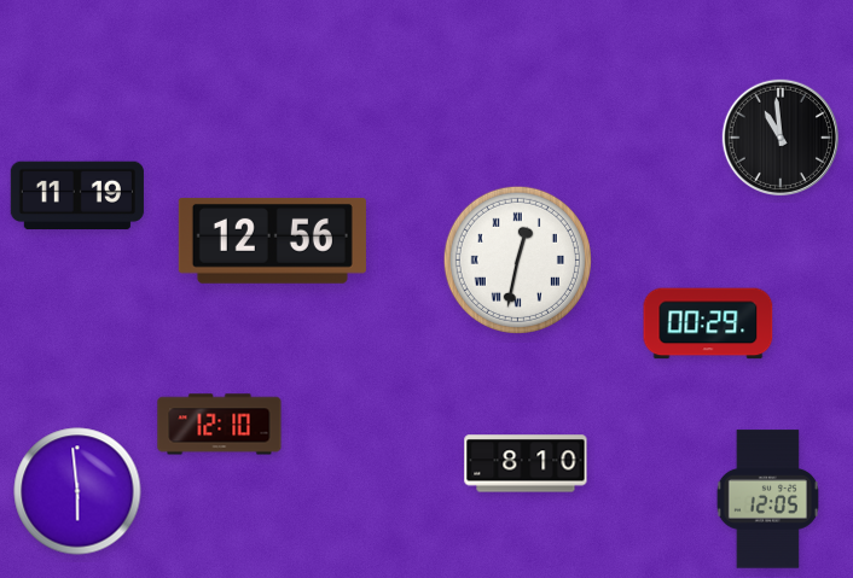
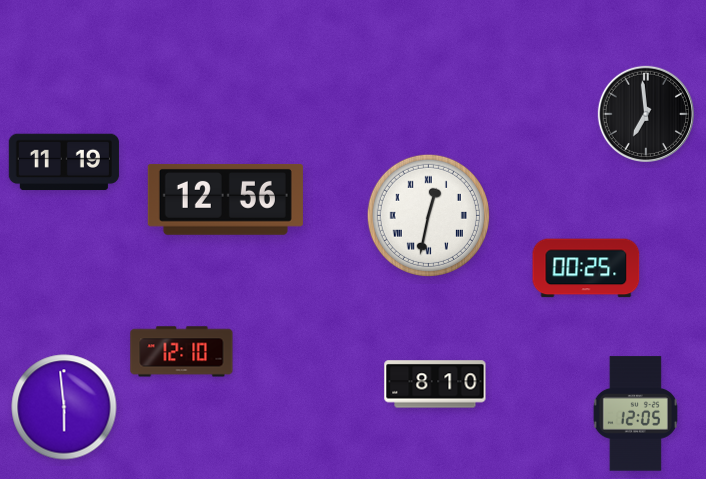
clock at (779, 136): 10:59 -> 6:59
clock at (708, 323): 00:29 -> 00:25
